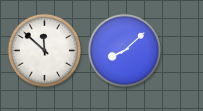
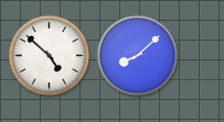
clock at (44, 50): 11:52 -> 4:52
